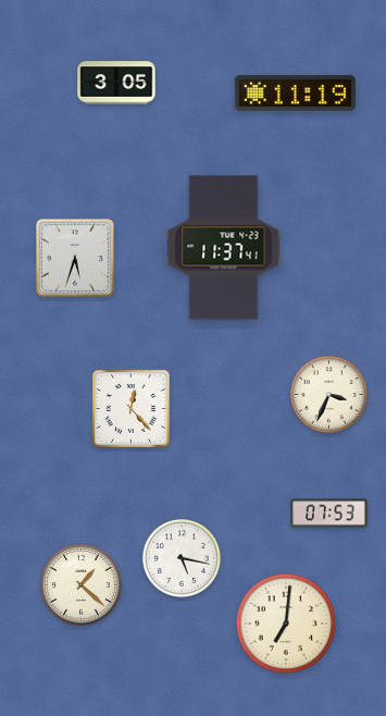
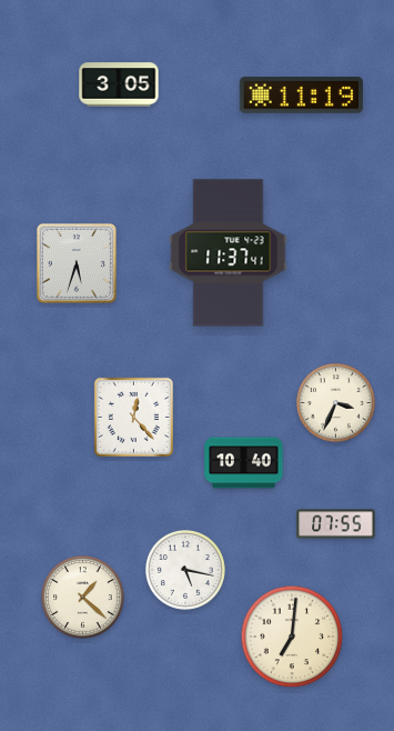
clock at (244, 463): none -> 10:40
clock at (329, 514): 07:53 -> 07:55
